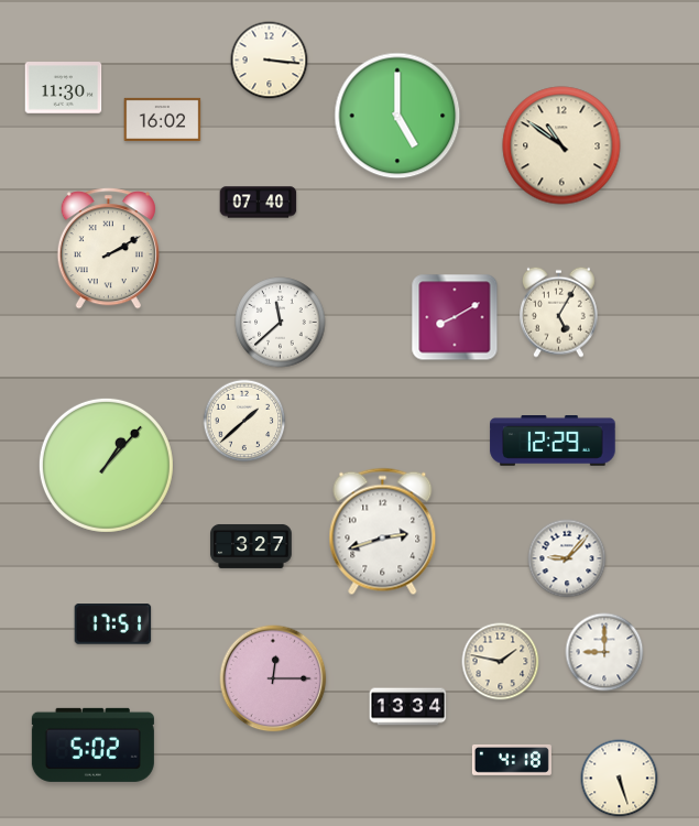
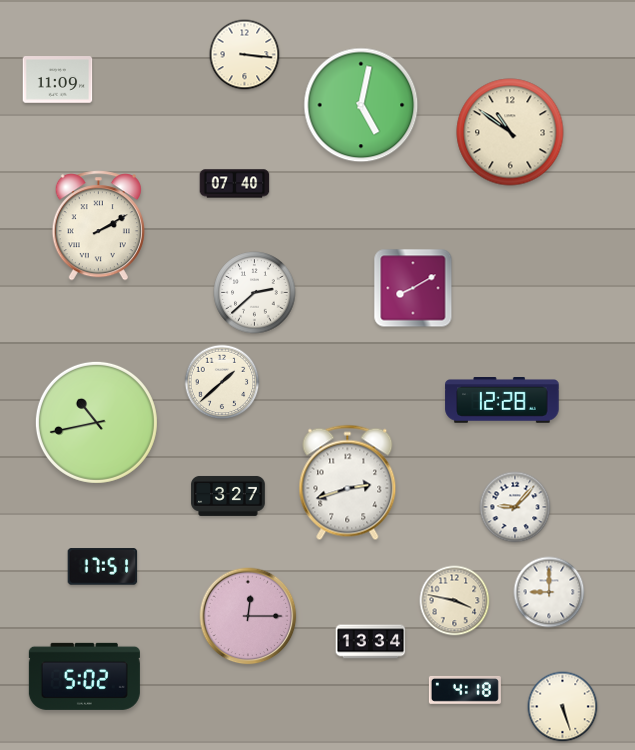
clock at (64, 88): 11:30 -> 11:09
clock at (397, 116): 5:00 -> 5:02
clock at (163, 119): 16:02 -> none
clock at (558, 312): 5:05 -> none
clock at (281, 323): 11:38 -> 2:38
clock at (553, 442): 12:29 -> 12:28
clock at (106, 465): 1:07 -> 10:43
clock at (501, 662): 1:47 -> 3:47
